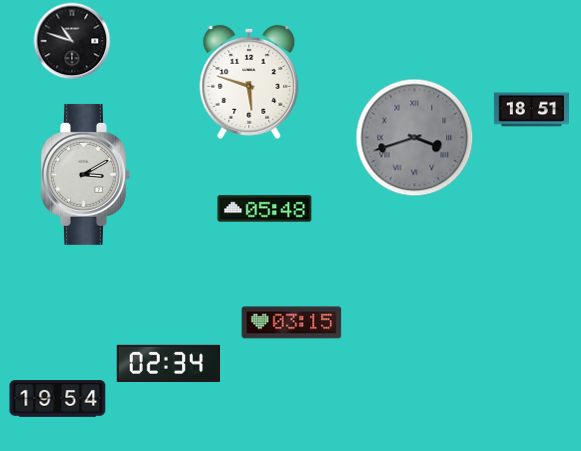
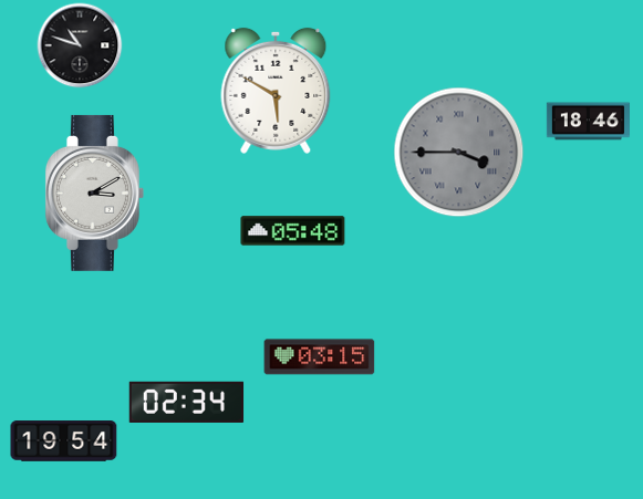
clock at (249, 82): 5:48 -> 5:50
clock at (531, 110): 18:51 -> 18:46
clock at (415, 138): 3:42 -> 3:45
clock at (292, 323) position: (292, 323) -> (320, 357)
